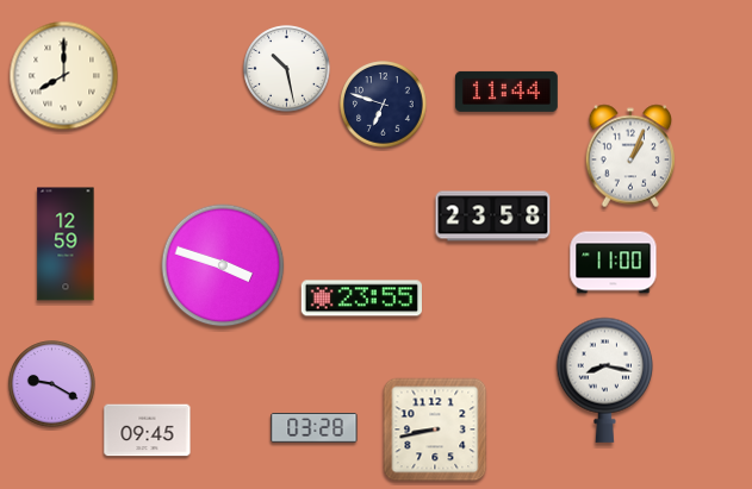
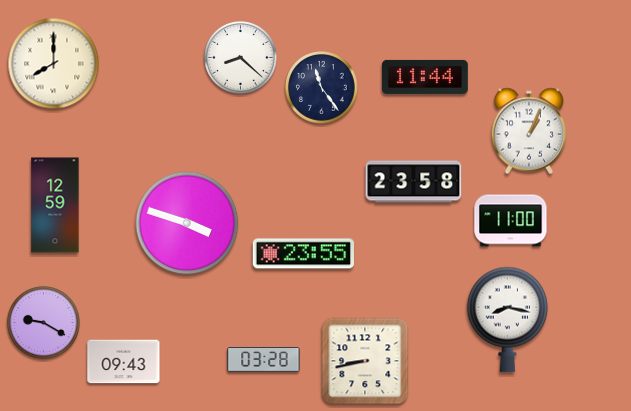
clock at (287, 69): 10:28 -> 8:22
clock at (384, 105): 6:48 -> 11:24
clock at (614, 263) position: (614, 263) -> (511, 221)
clock at (361, 299) position: (361, 299) -> (303, 254)
clock at (148, 431): 09:45 -> 09:43
